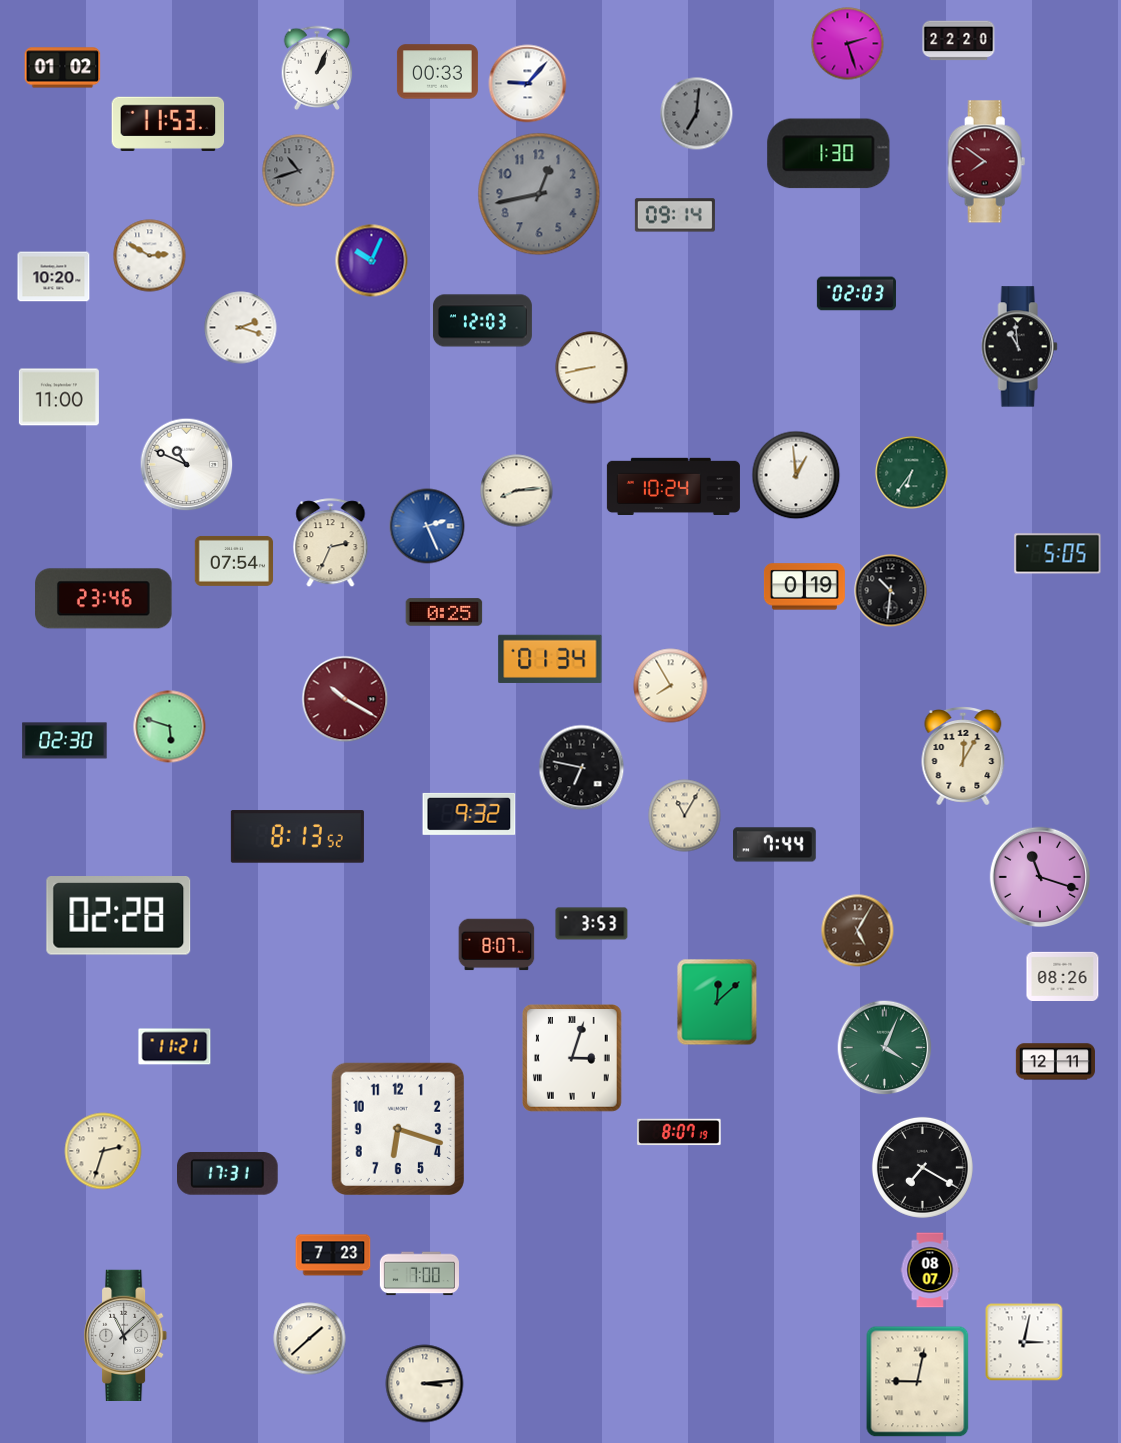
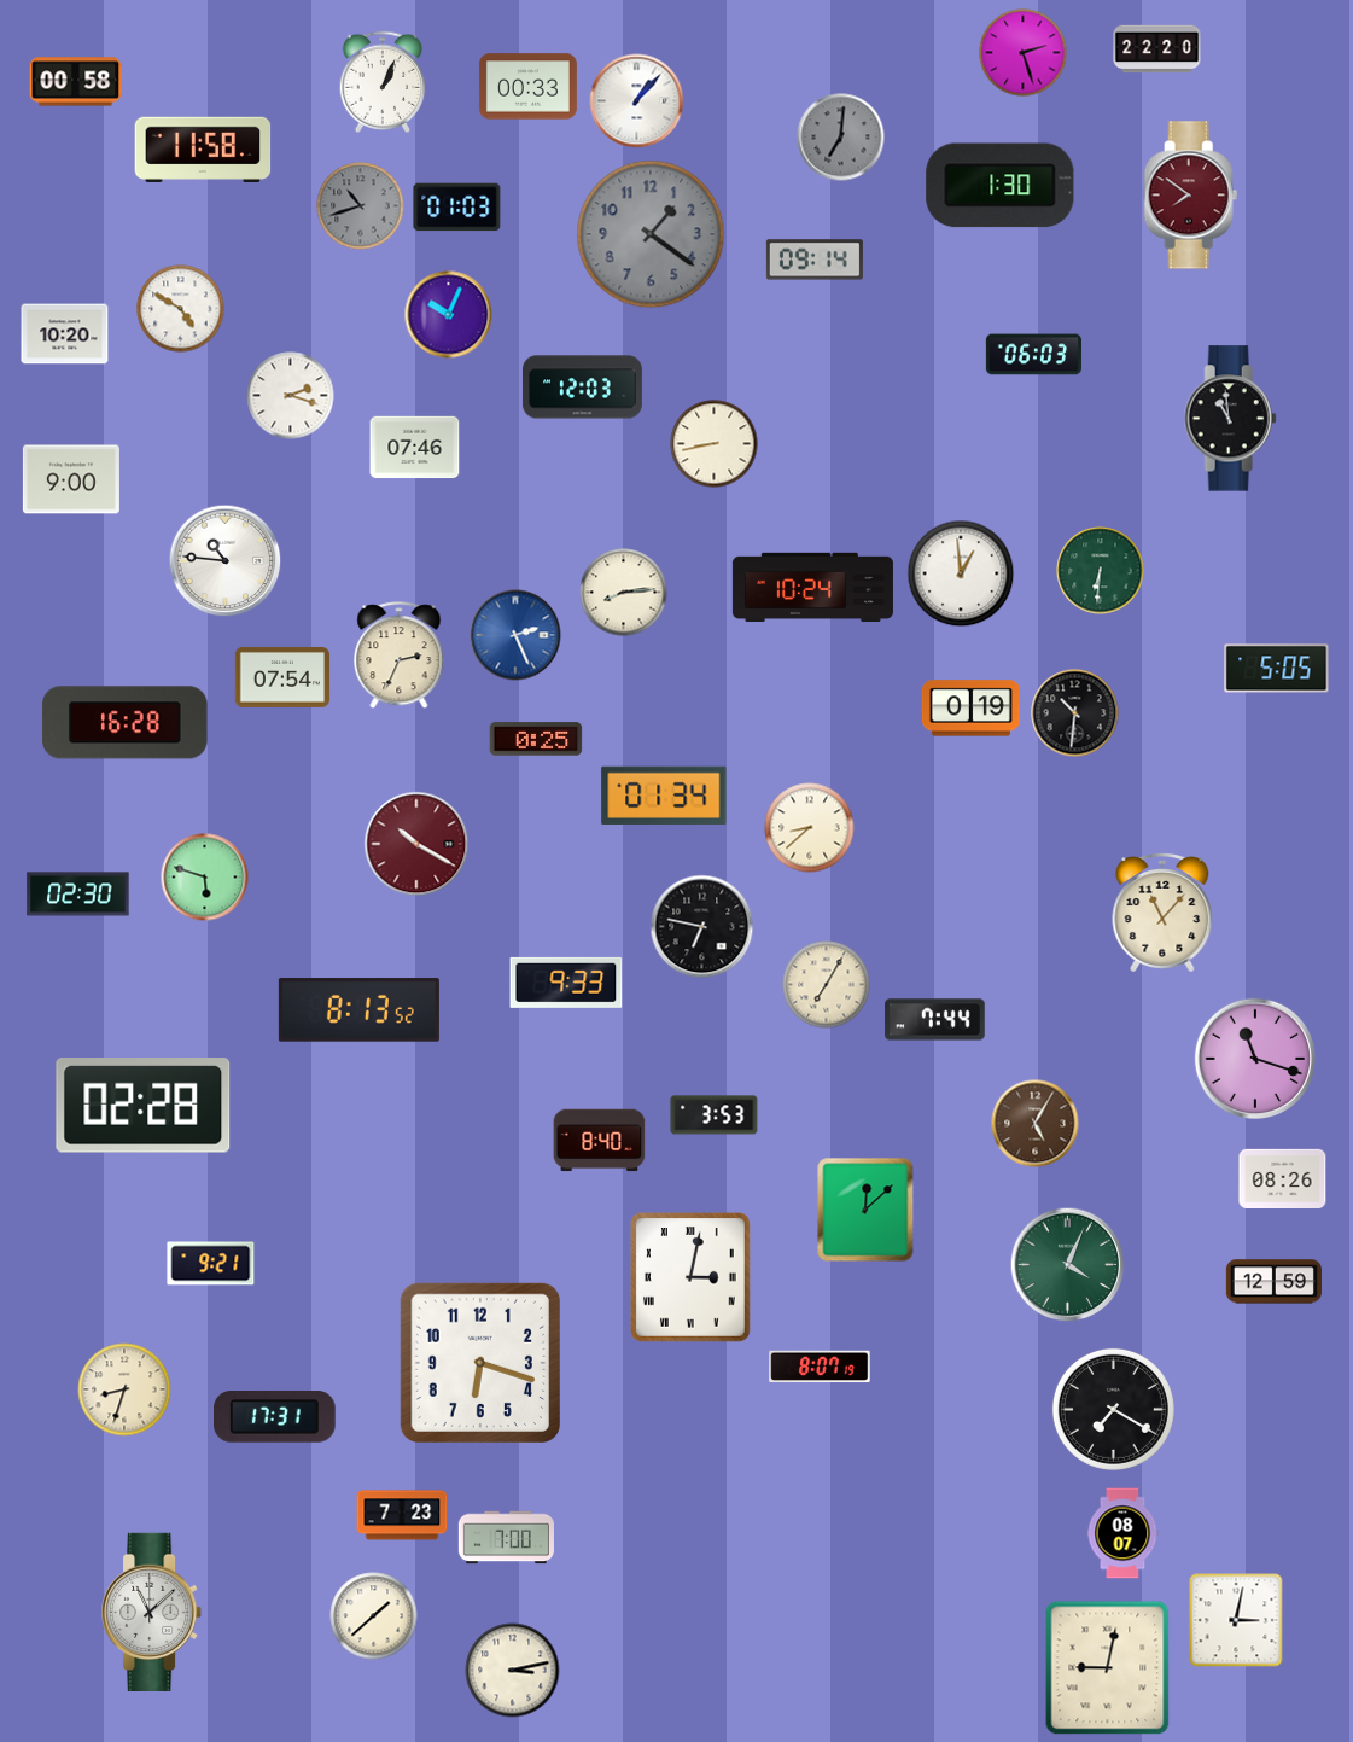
clock at (63, 68): 01:02 -> 00:58
clock at (528, 84): 9:07 -> 1:07
clock at (168, 124): 11:53 -> 11:58
clock at (457, 208): none -> 01:03
clock at (539, 194): 12:43 -> 1:21
clock at (150, 256): 2:50 -> 4:50
clock at (856, 294): 02:03 -> 06:03
clock at (415, 448): none -> 07:46
clock at (59, 397): 11:00 -> 9:00
clock at (187, 465): 10:49 -> 10:46
clock at (912, 473): 6:36 -> 6:31
clock at (104, 599): 23:46 -> 16:28
clock at (671, 686): 7:55 -> 8:38
clock at (963, 757): 12:05 -> 11:07
clock at (469, 814): 9:32 -> 9:33
clock at (685, 816): 11:05 -> 7:05
clock at (497, 945): 8:07 -> 8:40
clock at (175, 1047): 11:21 -> 9:21
clock at (573, 1059): 3:03 -> 3:02
clock at (1055, 1062): 12:11 -> 12:59
clock at (103, 1151): 2:33 -> 8:33
clock at (425, 1384): 3:14 -> 3:13
